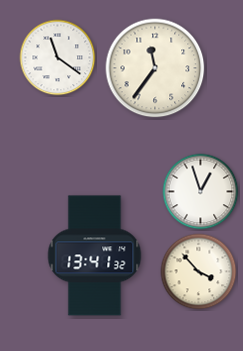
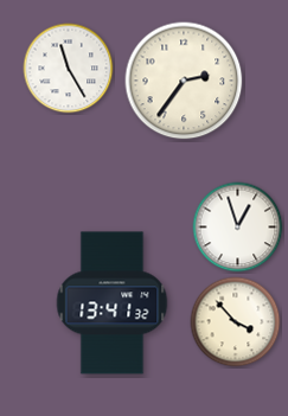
clock at (58, 58): 11:21 -> 11:25
clock at (155, 68): 11:36 -> 2:36
